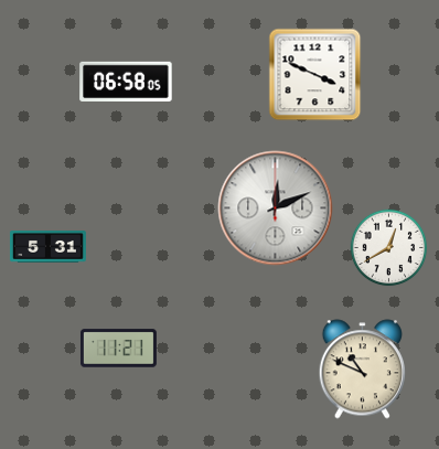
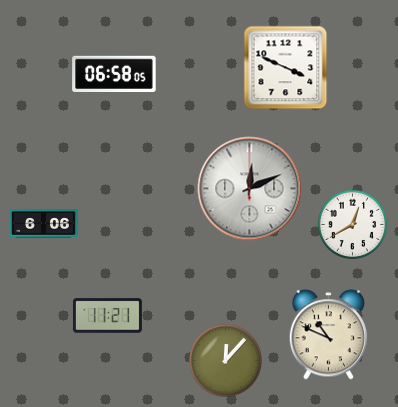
clock at (47, 247): 5:31 -> 6:06
clock at (226, 361): none -> 12:07
